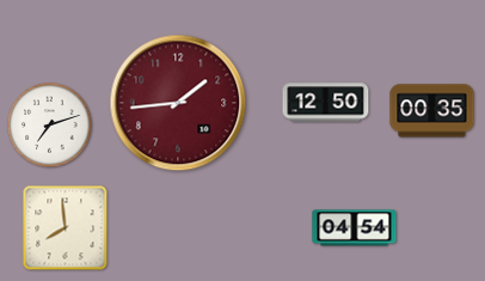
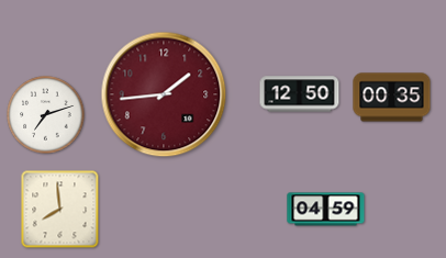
clock at (432, 111) position: (432, 111) -> (392, 98)
clock at (355, 228): 04:54 -> 04:59
